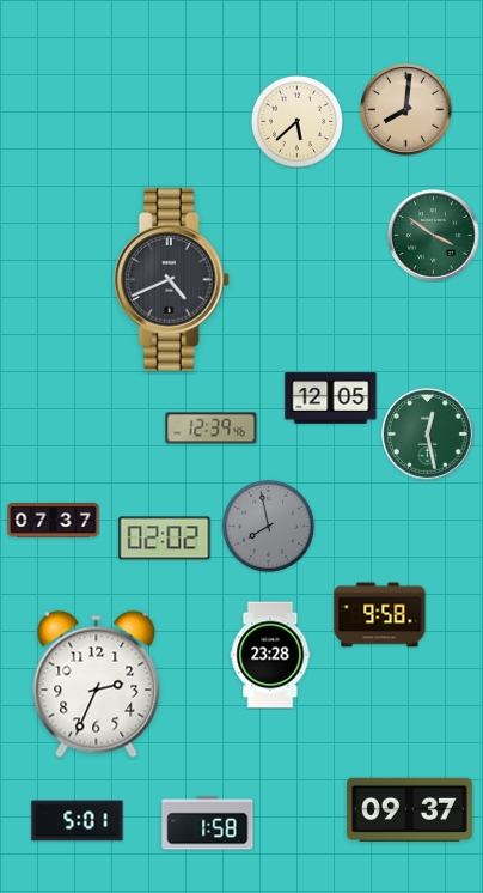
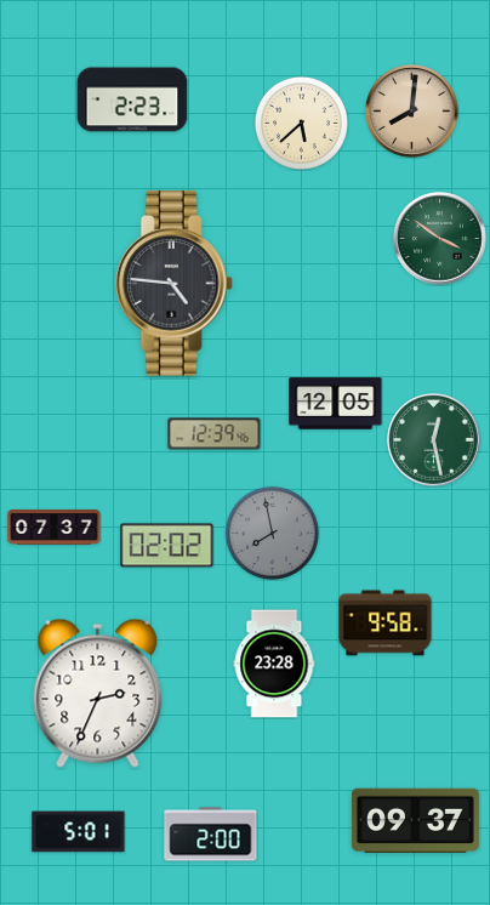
clock at (132, 99): none -> 2:23
clock at (171, 280): 4:41 -> 4:46
clock at (208, 824): 1:58 -> 2:00
